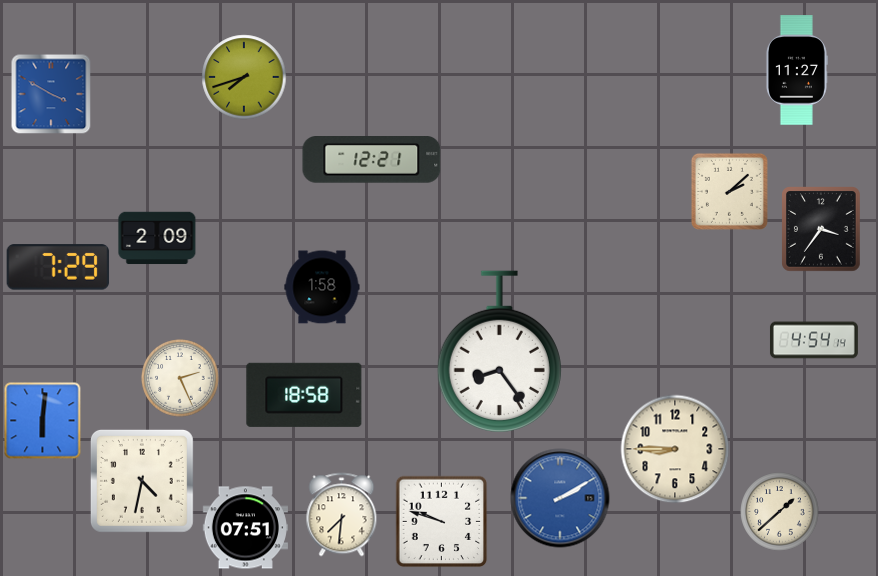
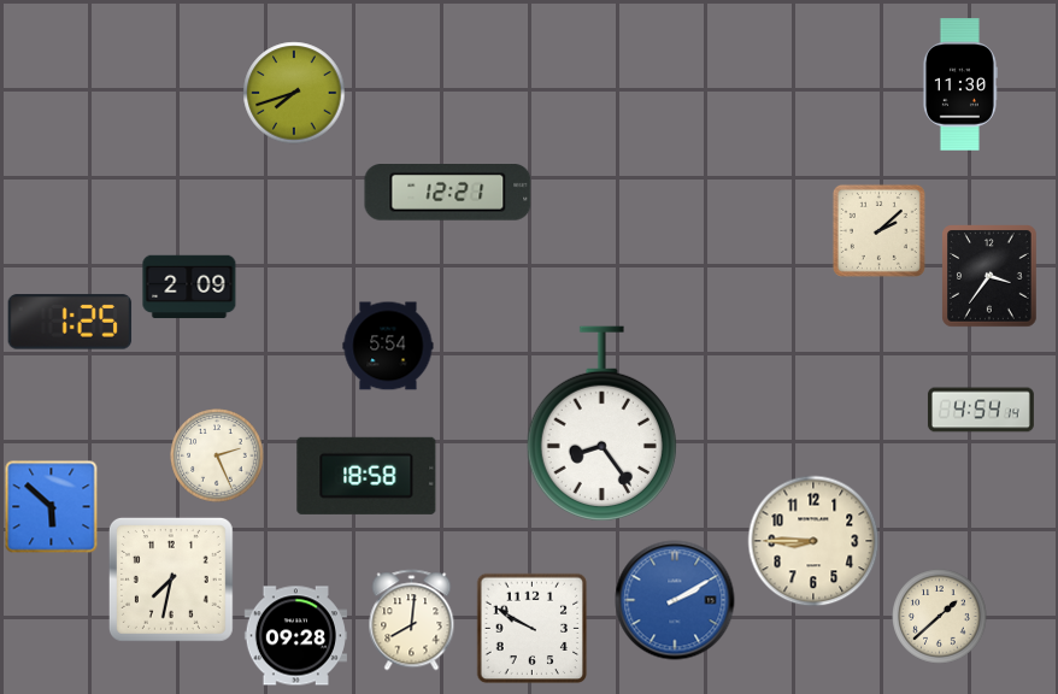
clock at (796, 70): 11:27 -> 11:30
clock at (51, 94): 3:50 -> none
clock at (58, 267): 7:29 -> 1:25
clock at (322, 287): 1:58 -> 5:54
clock at (43, 421): 6:01 -> 5:52
clock at (142, 481): 4:32 -> 7:32
clock at (342, 515): 7:31 -> 8:01
clock at (442, 522): 9:48 -> 9:50
clock at (245, 528): 07:51 -> 09:28
